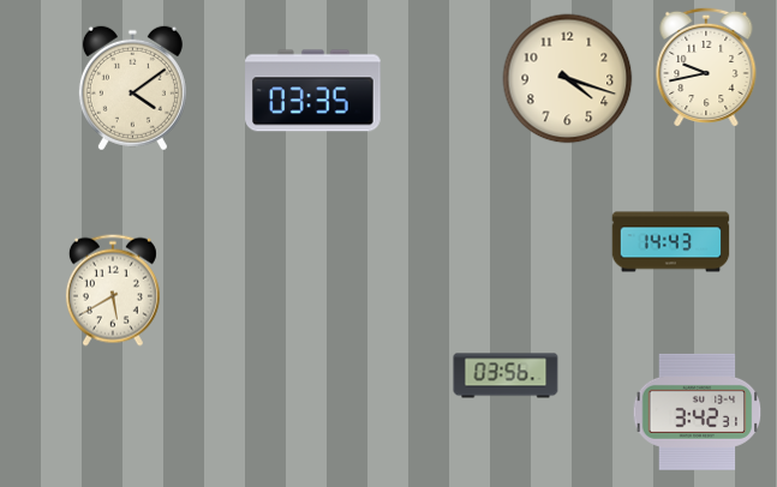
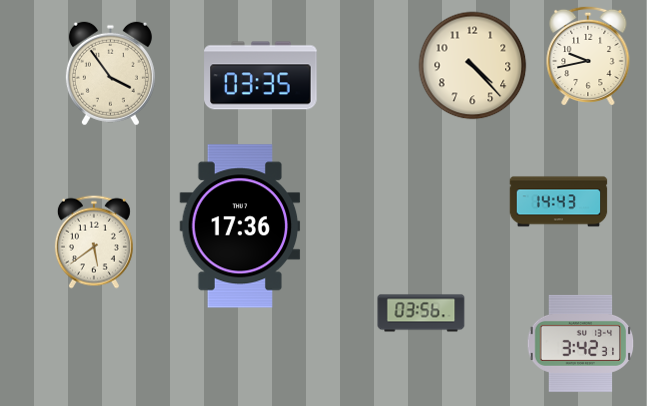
clock at (568, 79): 4:18 -> 4:23
clock at (132, 89): 4:09 -> 3:54
clock at (240, 226): none -> 17:36
clock at (113, 290): 5:40 -> 5:39
